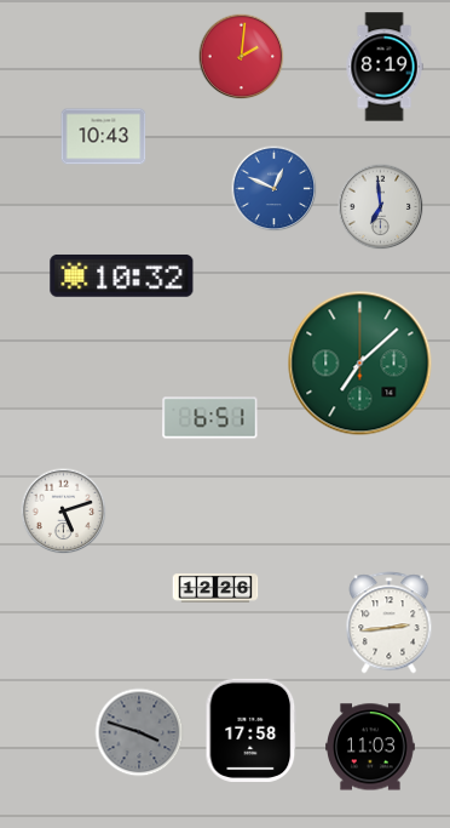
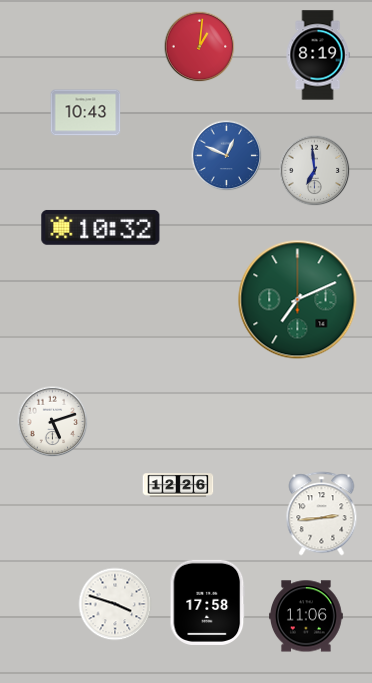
clock at (242, 57): 2:01 -> 1:01
clock at (360, 364): 7:08 -> 7:11
clock at (210, 418): 6:51 -> none
clock at (139, 732) dial: grey -> white
clock at (371, 747): 11:03 -> 11:06
